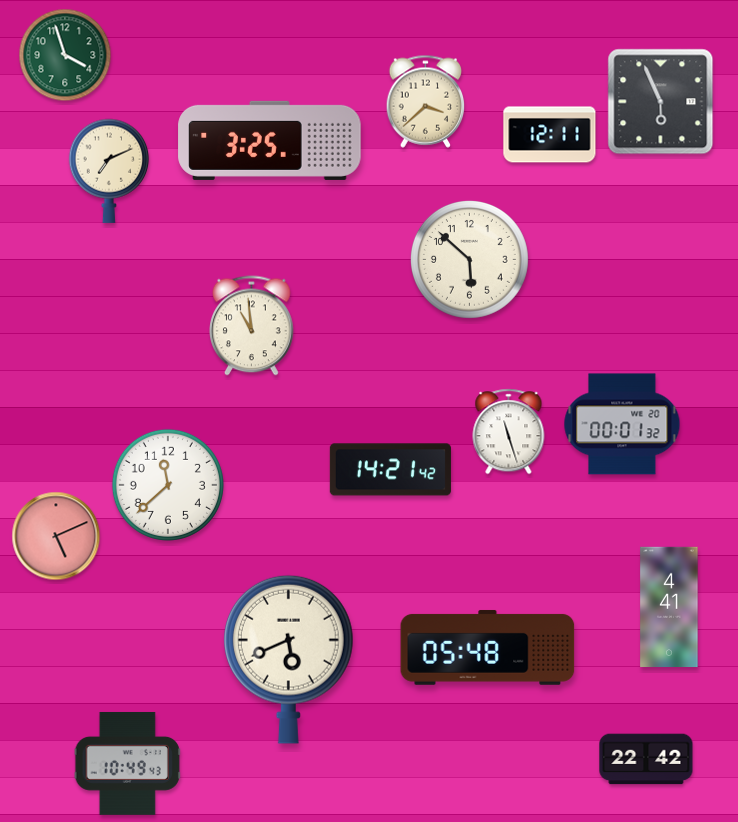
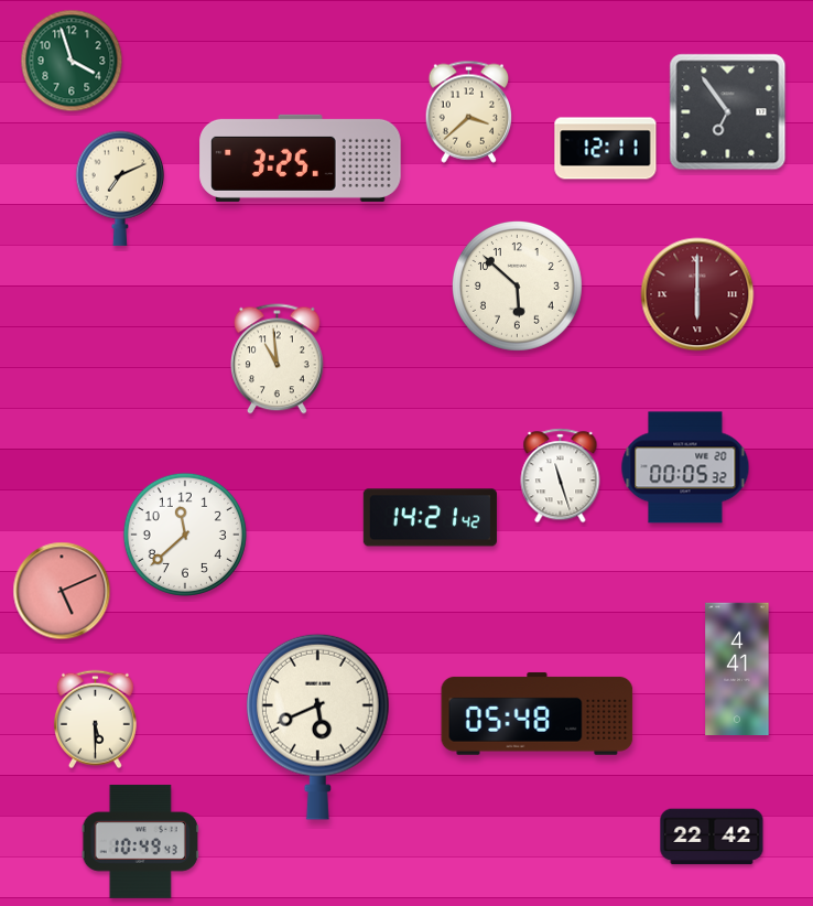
clock at (661, 102): 5:56 -> 6:54
clock at (270, 140) position: (270, 140) -> (301, 158)
clock at (697, 294): none -> 6:00
clock at (622, 424): 00:01 -> 00:05
clock at (95, 720): none -> 5:30
